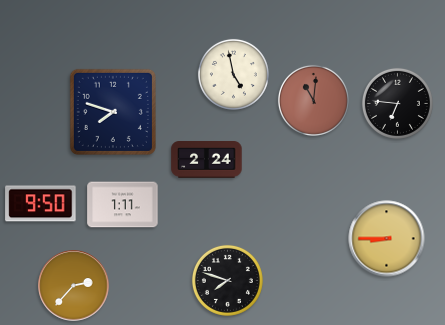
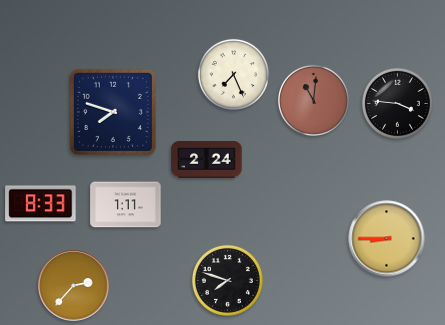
clock at (233, 74): 4:58 -> 7:26
clock at (397, 103): 6:46 -> 3:46
clock at (41, 204): 9:50 -> 8:33
clock at (123, 205) position: (123, 205) -> (126, 205)
